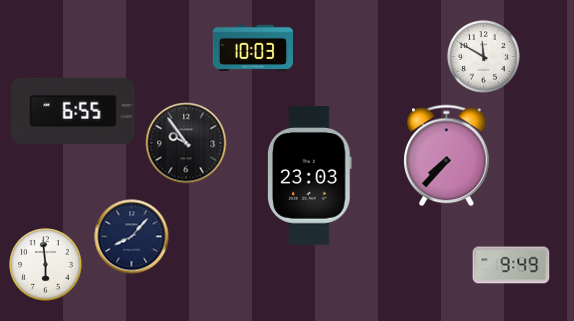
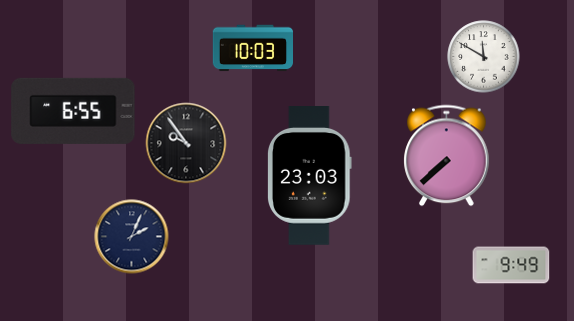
clock at (447, 156): 7:37 -> 7:38
clock at (132, 237): 8:07 -> 2:04
clock at (46, 265): 5:59 -> none
